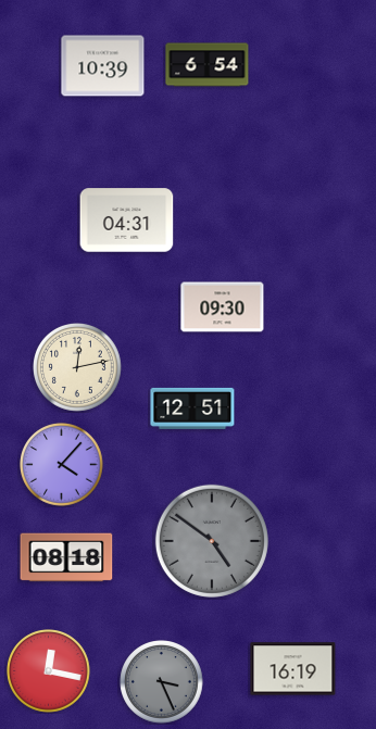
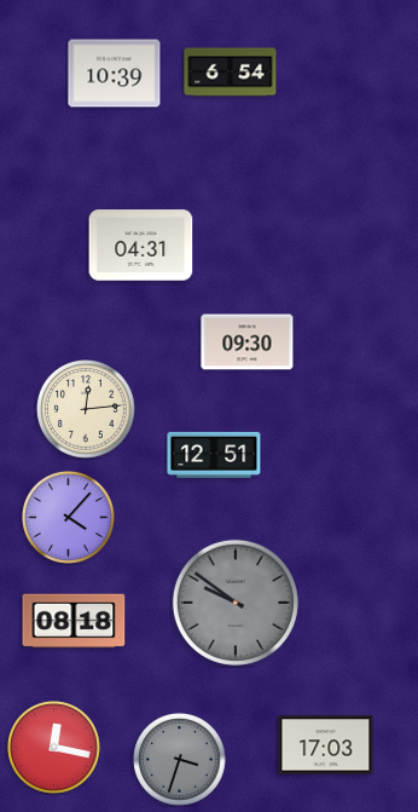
clock at (78, 368): 12:13 -> 12:14
clock at (212, 541): 4:51 -> 9:51
clock at (293, 669): 16:19 -> 17:03
clock at (162, 682): 3:26 -> 3:33
